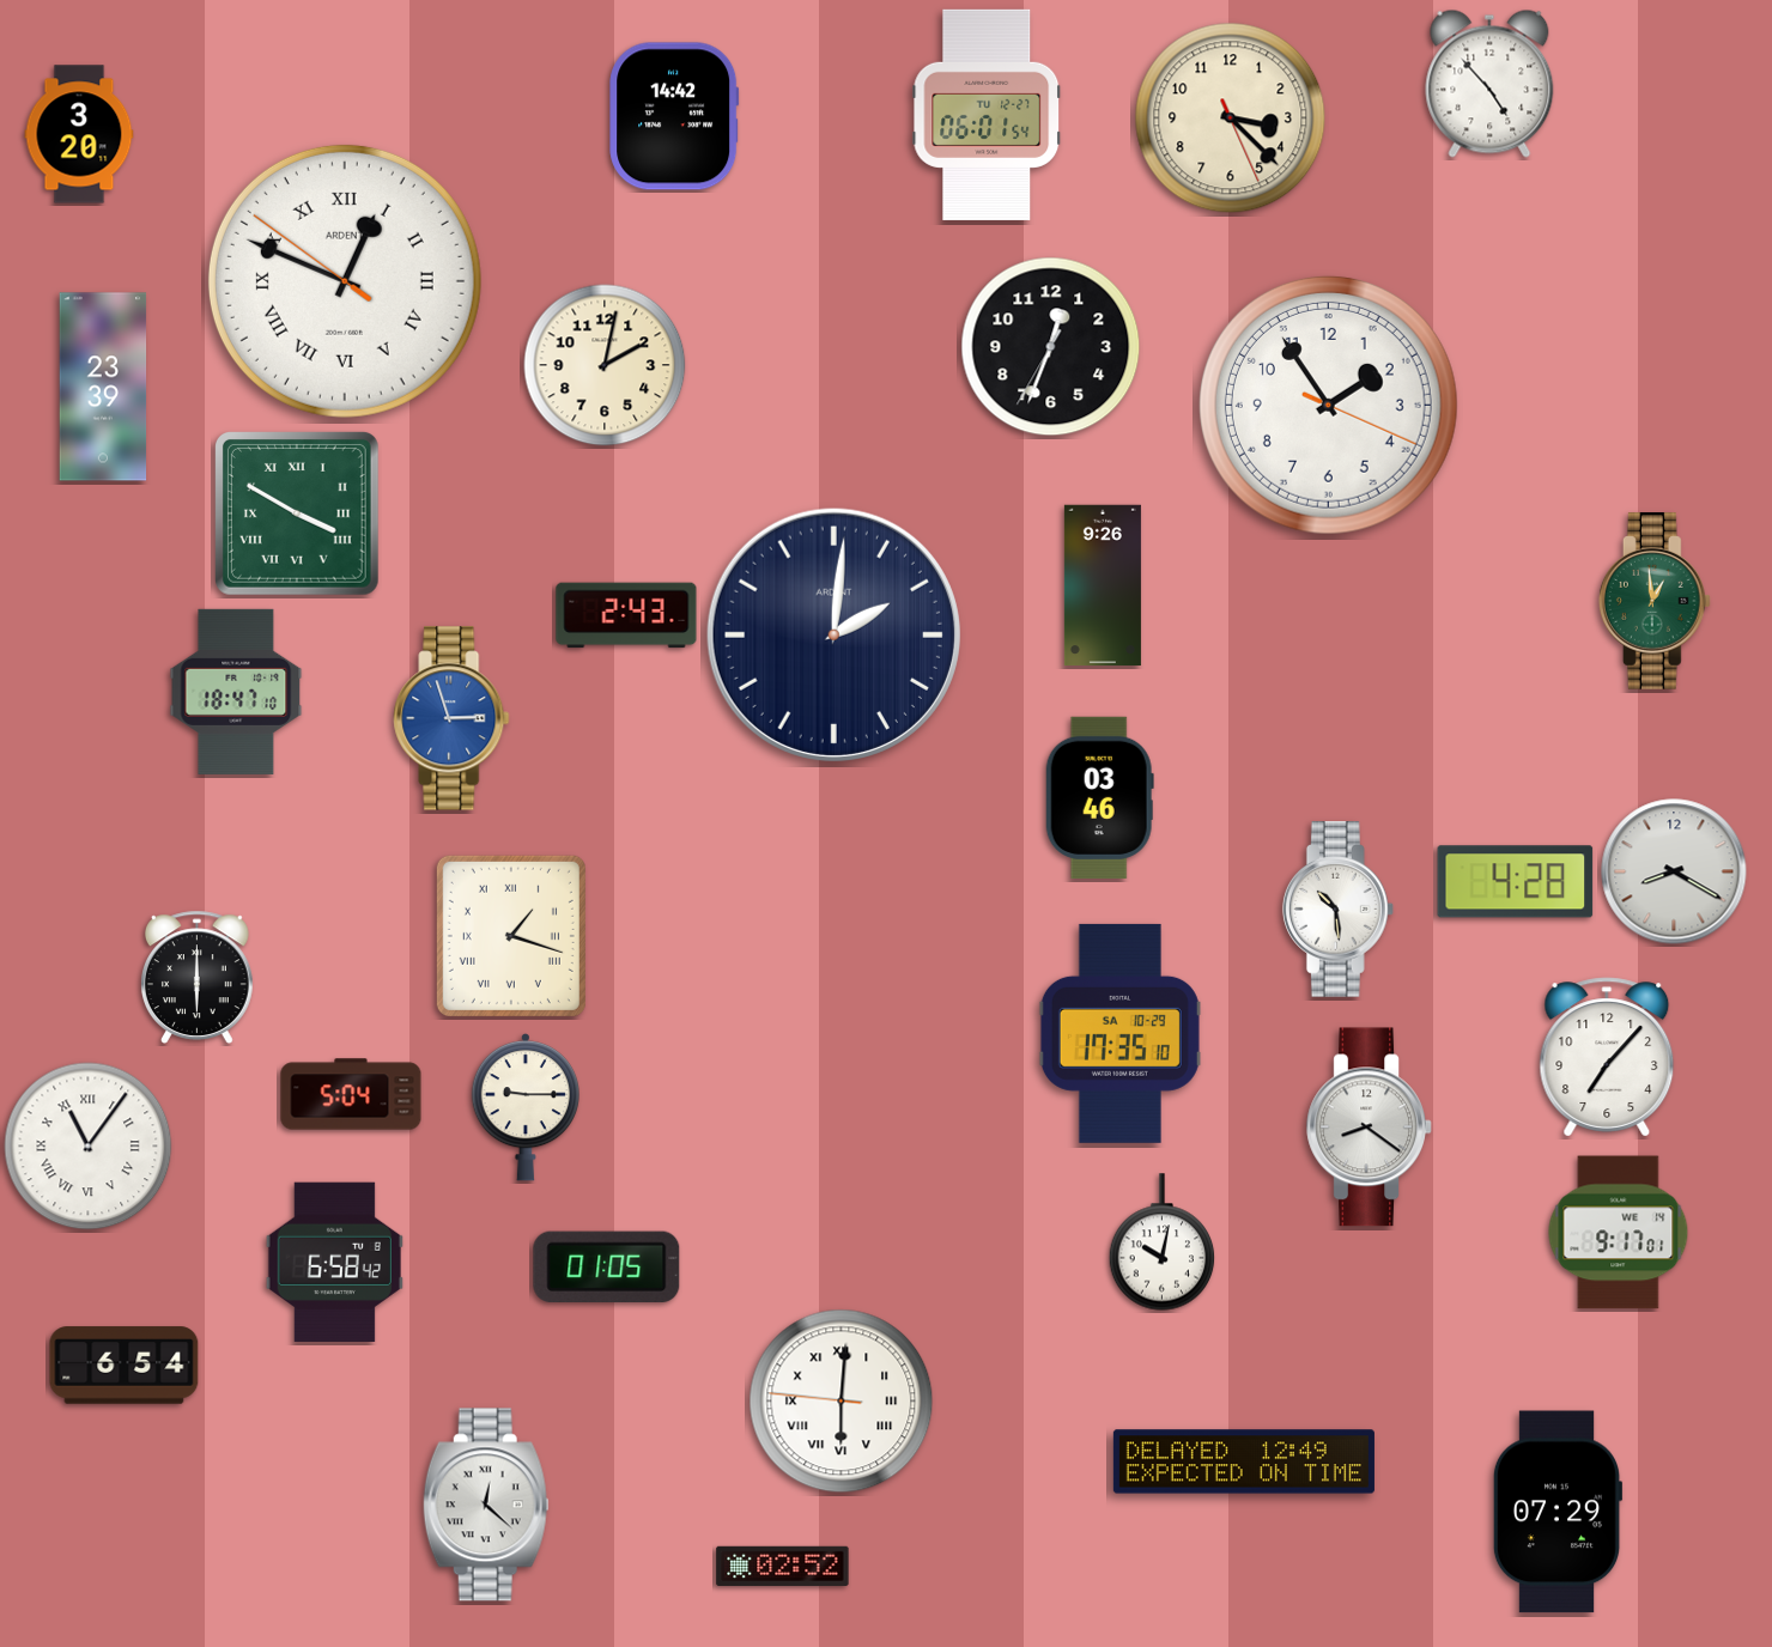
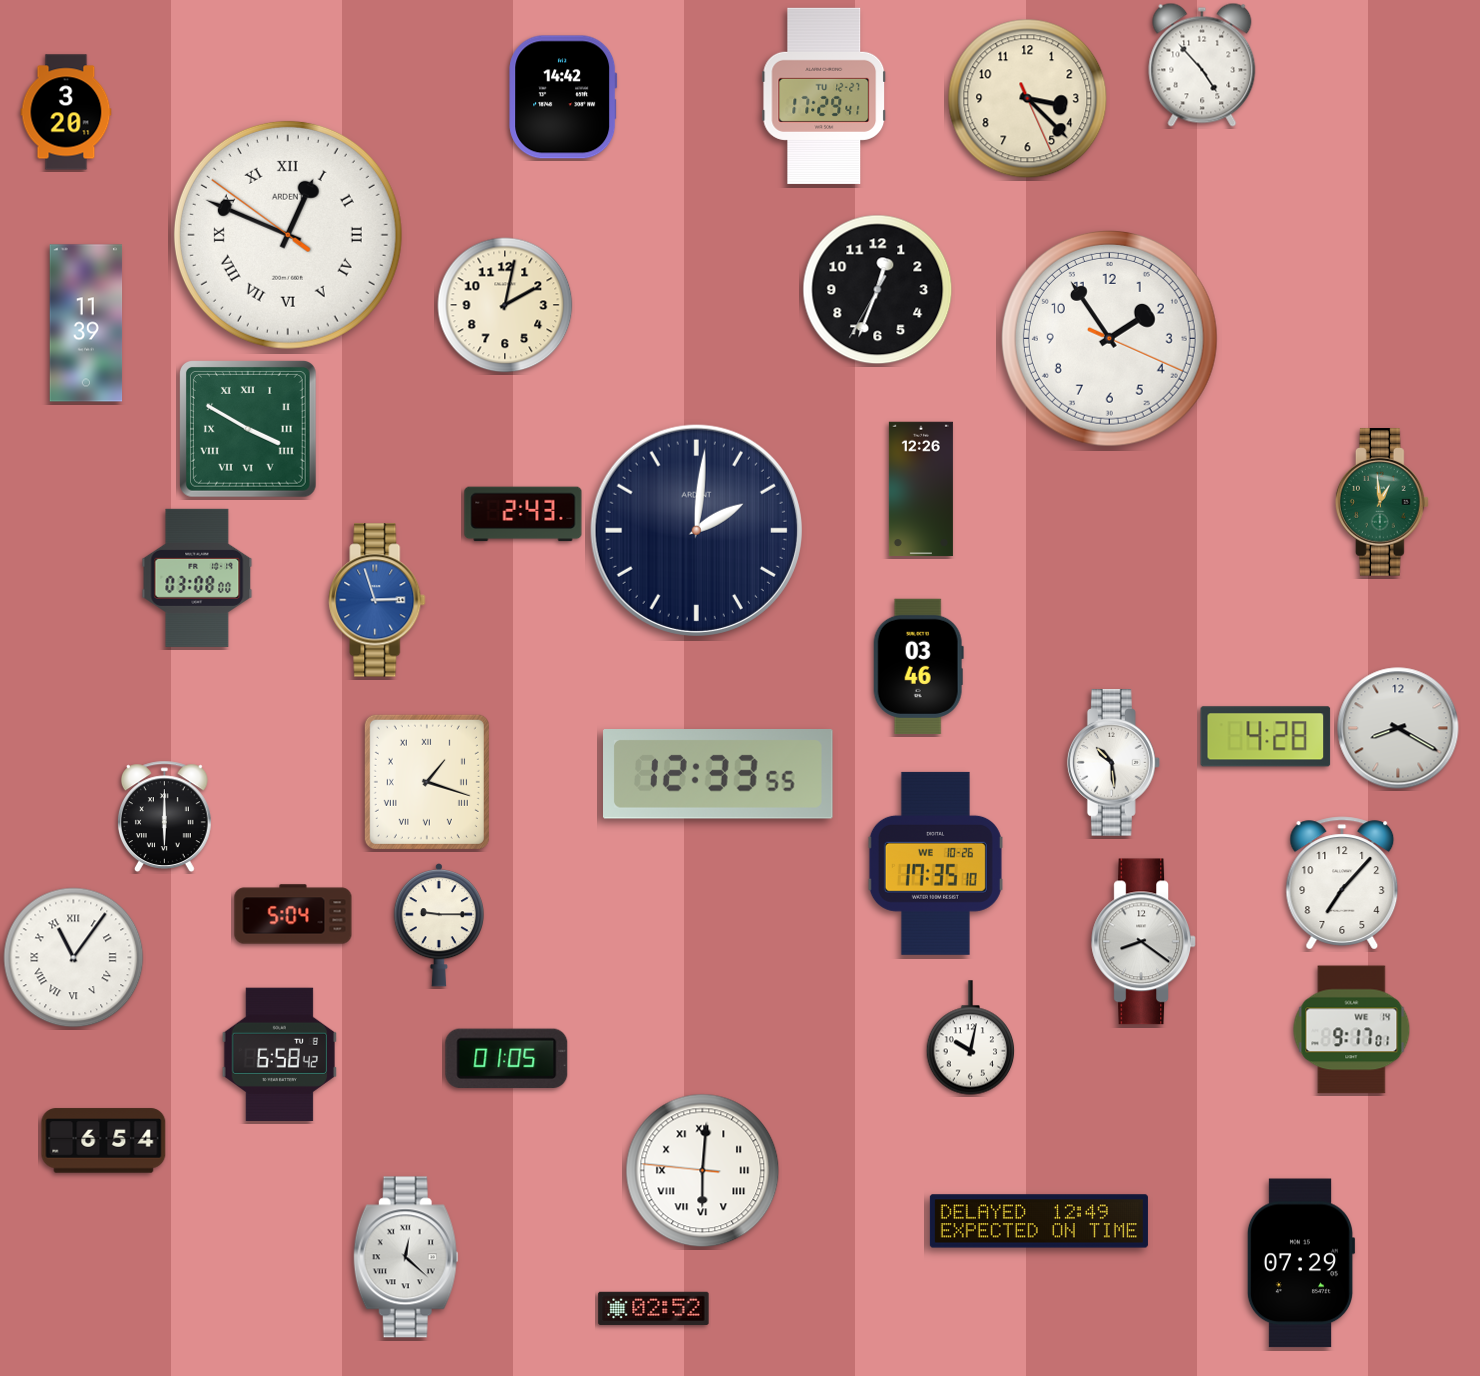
clock at (1489, 84) position: (1489, 84) -> (1202, 65)
clock at (987, 115): 06:01 -> 17:29
clock at (103, 387): 23:39 -> 11:39
clock at (1103, 585): 9:26 -> 12:26
clock at (236, 692): 18:47 -> 03:08
clock at (1337, 910) position: (1337, 910) -> (1113, 763)
clock at (719, 775): none -> 12:33
clock at (1119, 1033) date: SA 10-29 -> WE 10-26
